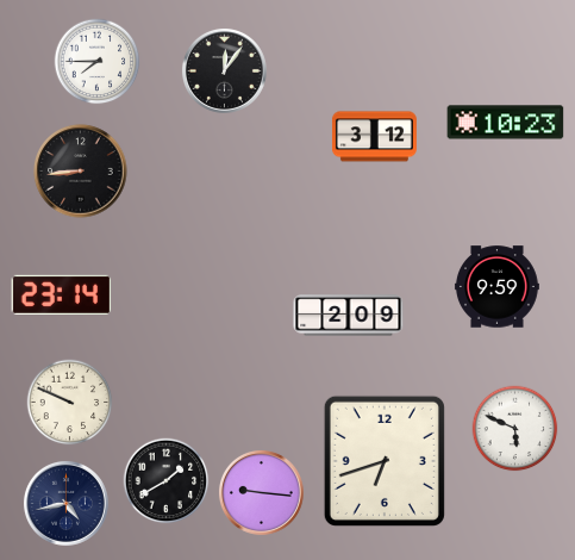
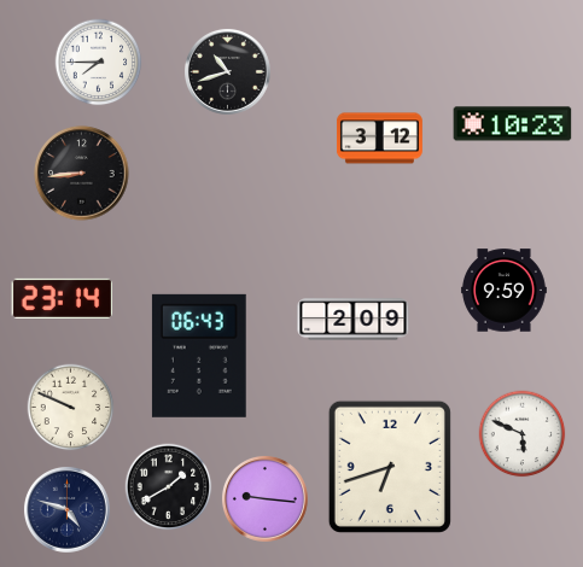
clock at (224, 70): 12:06 -> 10:42
clock at (199, 356): none -> 06:43
clock at (65, 503): 4:43 -> 4:48
